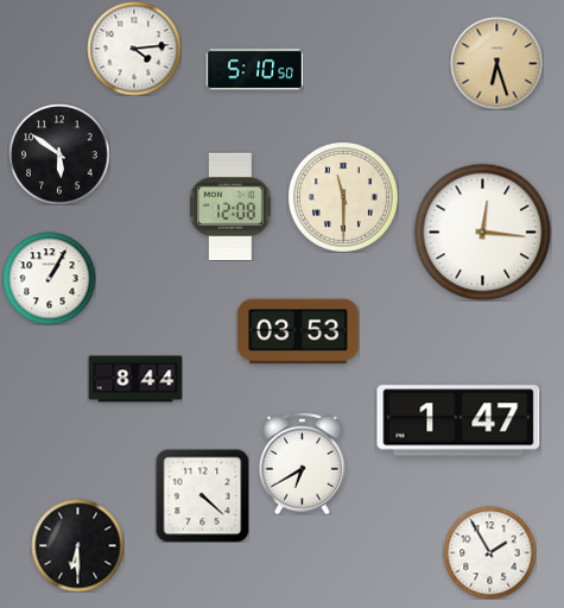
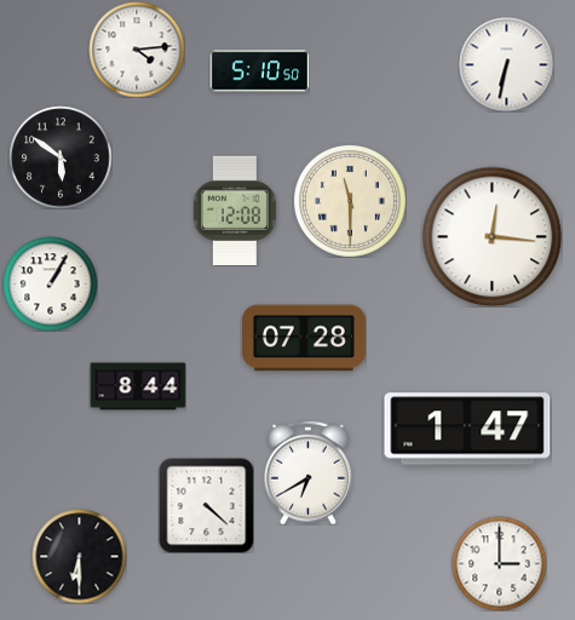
clock at (496, 63): 6:27 -> 6:32
clock at (496, 63) dial: champagne -> white
clock at (299, 331): 03:53 -> 07:28
clock at (489, 552): 1:55 -> 3:00
